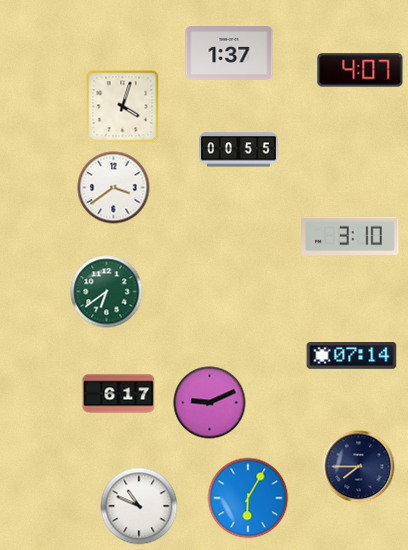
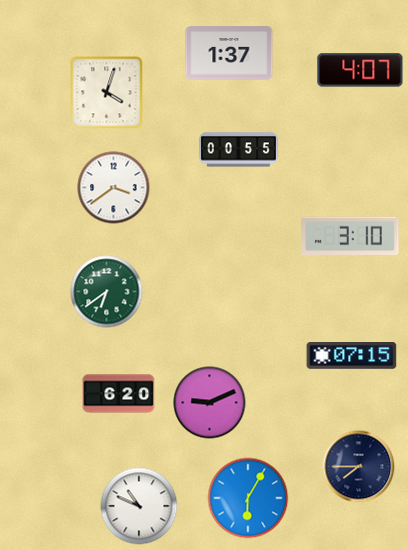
clock at (123, 107) position: (123, 107) -> (107, 93)
clock at (352, 356): 07:14 -> 07:15
clock at (119, 394): 6:17 -> 6:20
